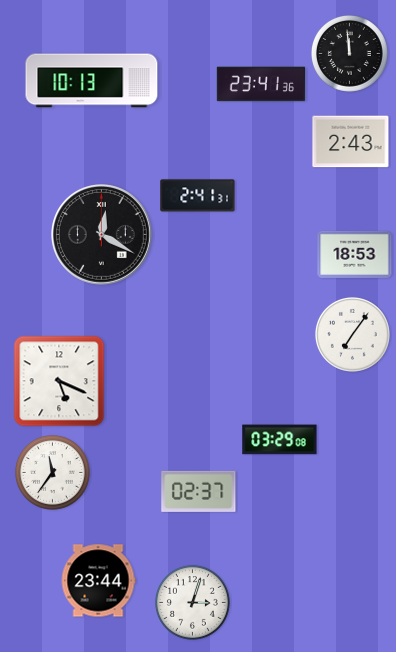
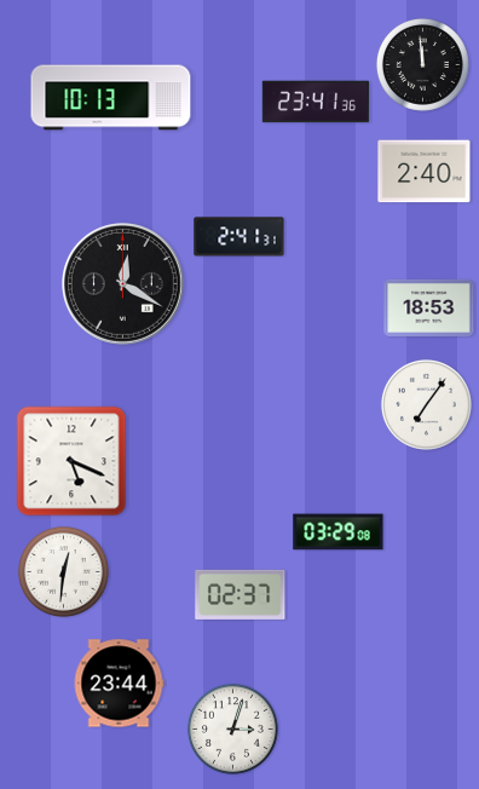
clock at (351, 142): 2:43 -> 2:40
clock at (52, 472): 11:36 -> 12:31
clock at (98, 581) position: (98, 581) -> (119, 684)
